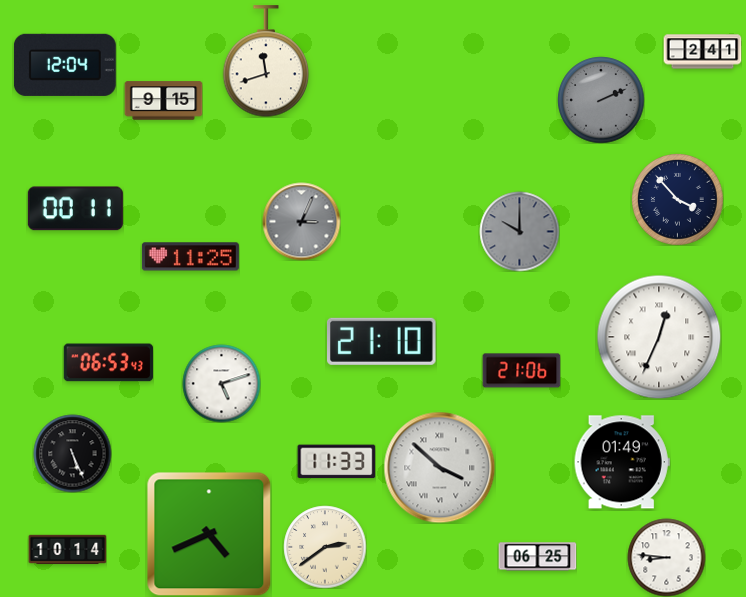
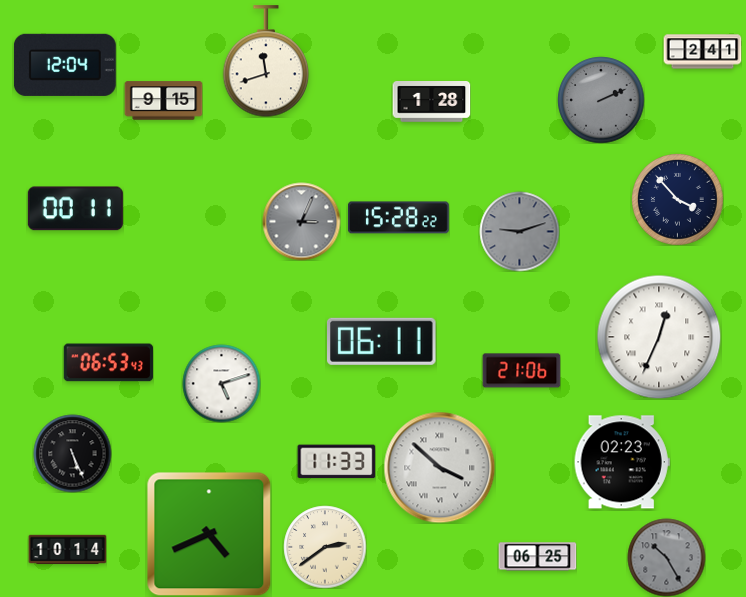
clock at (431, 102): none -> 1:28
clock at (398, 218): none -> 15:28
clock at (519, 231): 10:00 -> 9:12
clock at (190, 257): 11:25 -> none
clock at (382, 341): 21:10 -> 06:11
clock at (622, 462): 01:49 -> 02:23
clock at (666, 557): 8:46 -> 10:25
clock at (666, 557) dial: white -> grey
